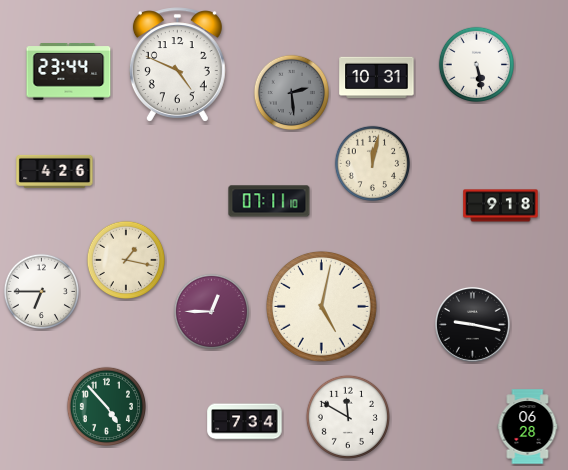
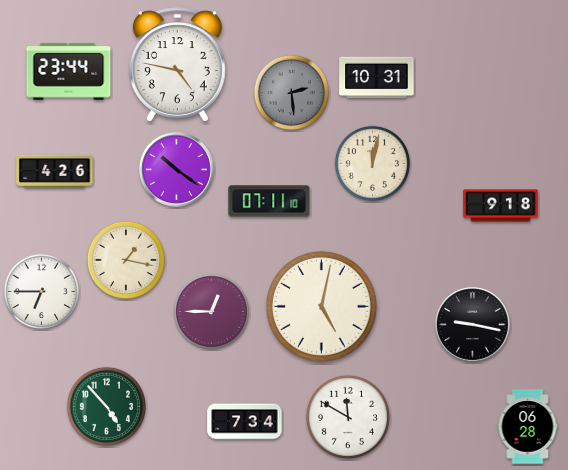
clock at (177, 65): 4:49 -> 4:47
clock at (477, 65): 5:28 -> none
clock at (176, 169): none -> 10:21
